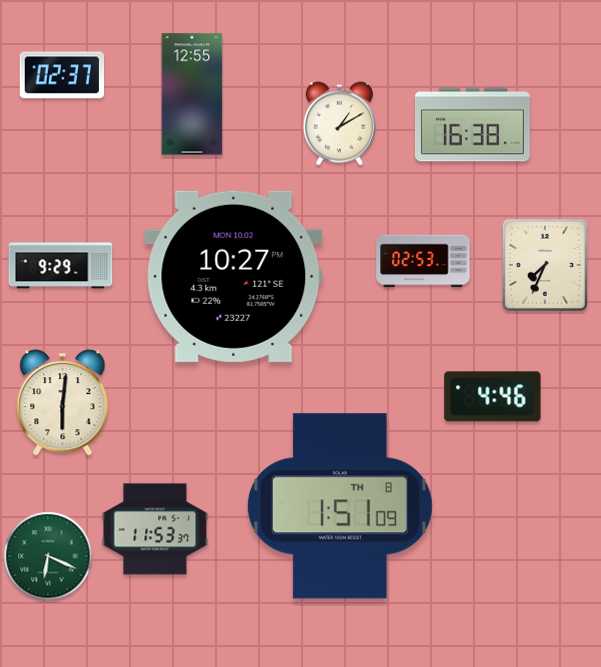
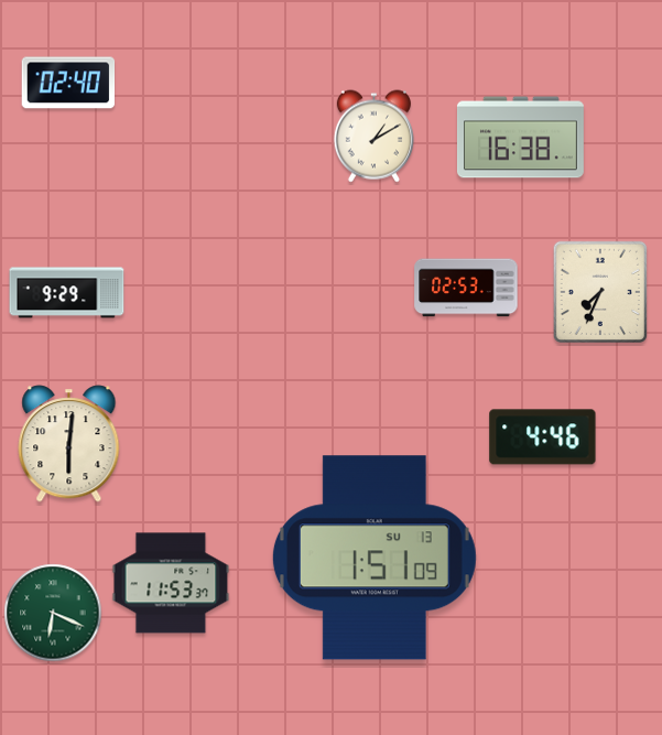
clock at (62, 75): 02:37 -> 02:40
clock at (192, 94): 12:55 -> none
clock at (234, 276): 10:27 -> none
clock at (340, 506) date: TH 8 -> SU 13
